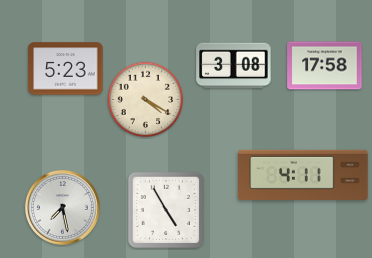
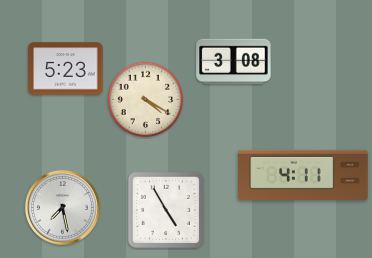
clock at (234, 66) position: (234, 66) -> (234, 62)
clock at (325, 66): 17:58 -> none
